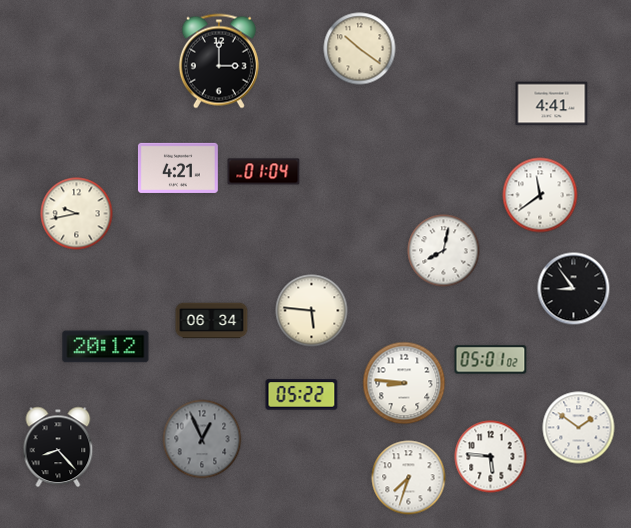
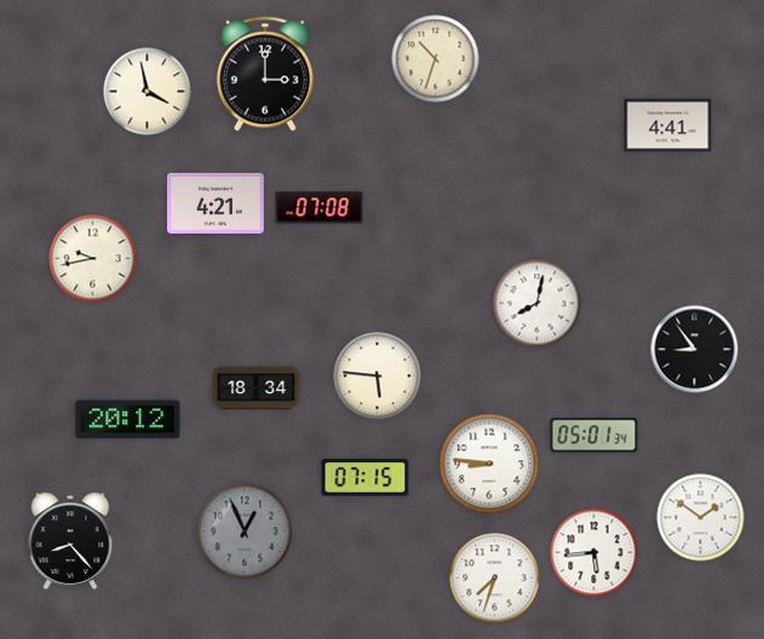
clock at (360, 49): 10:21 -> 10:33
clock at (148, 92): none -> 3:58
clock at (264, 172): 01:04 -> 07:08
clock at (540, 195): 11:39 -> none
clock at (212, 321): 06:34 -> 18:34
clock at (491, 360): 05:01:02 -> 05:01:34
clock at (302, 395): 05:22 -> 07:15
clock at (491, 457): 5:46 -> 5:44
